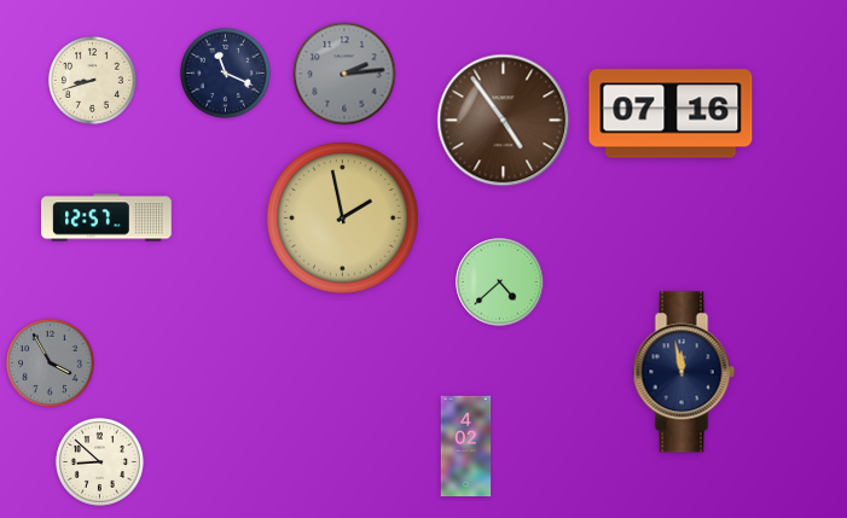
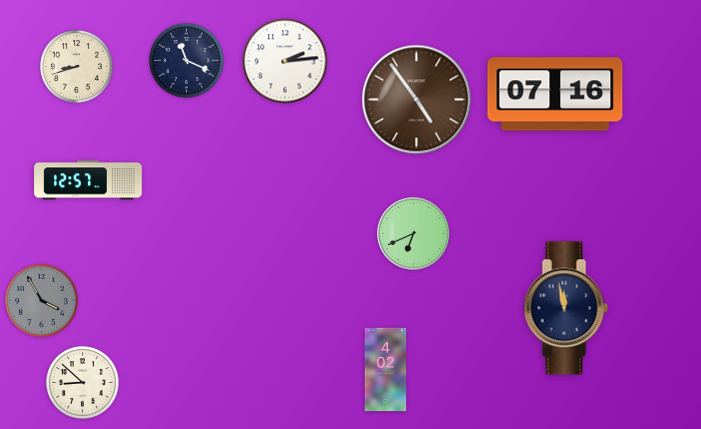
clock at (344, 74) dial: grey -> white
clock at (343, 219): 1:58 -> none
clock at (500, 283): 4:38 -> 6:41
